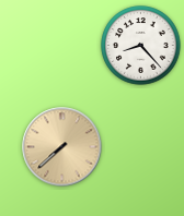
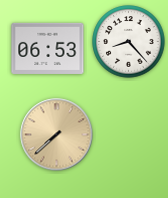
clock at (48, 48): none -> 06:53
